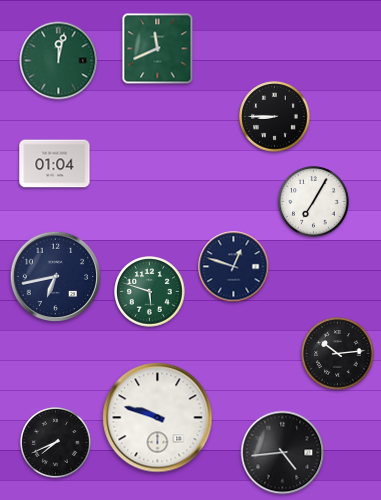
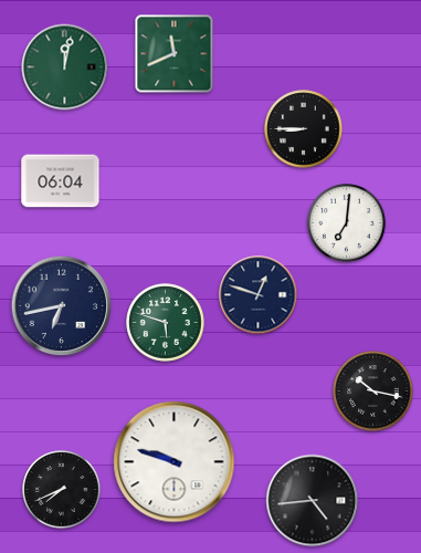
clock at (55, 164): 01:04 -> 06:04
clock at (314, 202): 7:05 -> 7:01
clock at (338, 354): 10:14 -> 10:17
